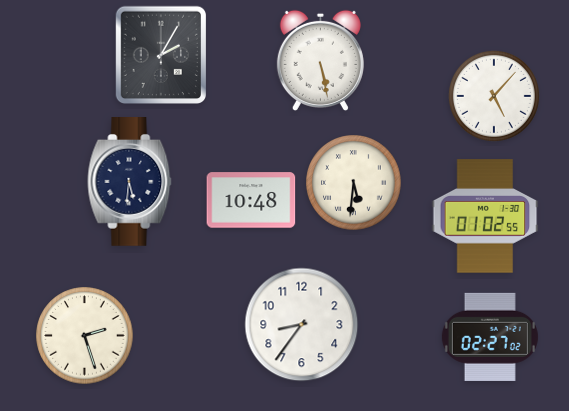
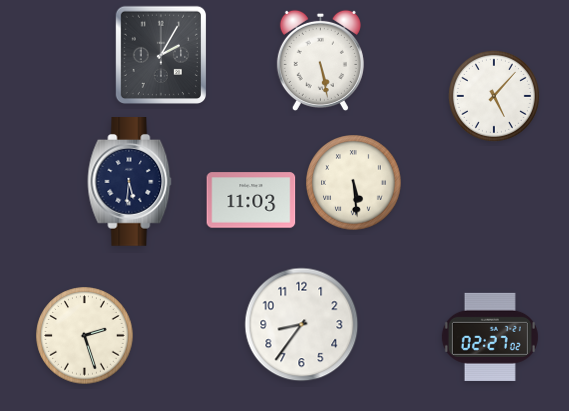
clock at (354, 183): 5:31 -> 5:29
clock at (251, 200): 10:48 -> 11:03
clock at (485, 216): 01:02 -> none
